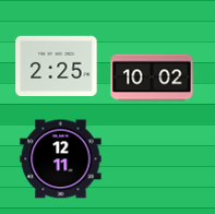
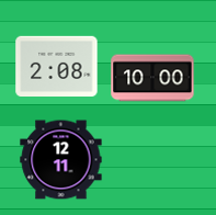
clock at (57, 66): 2:25 -> 2:08
clock at (152, 78): 10:02 -> 10:00
